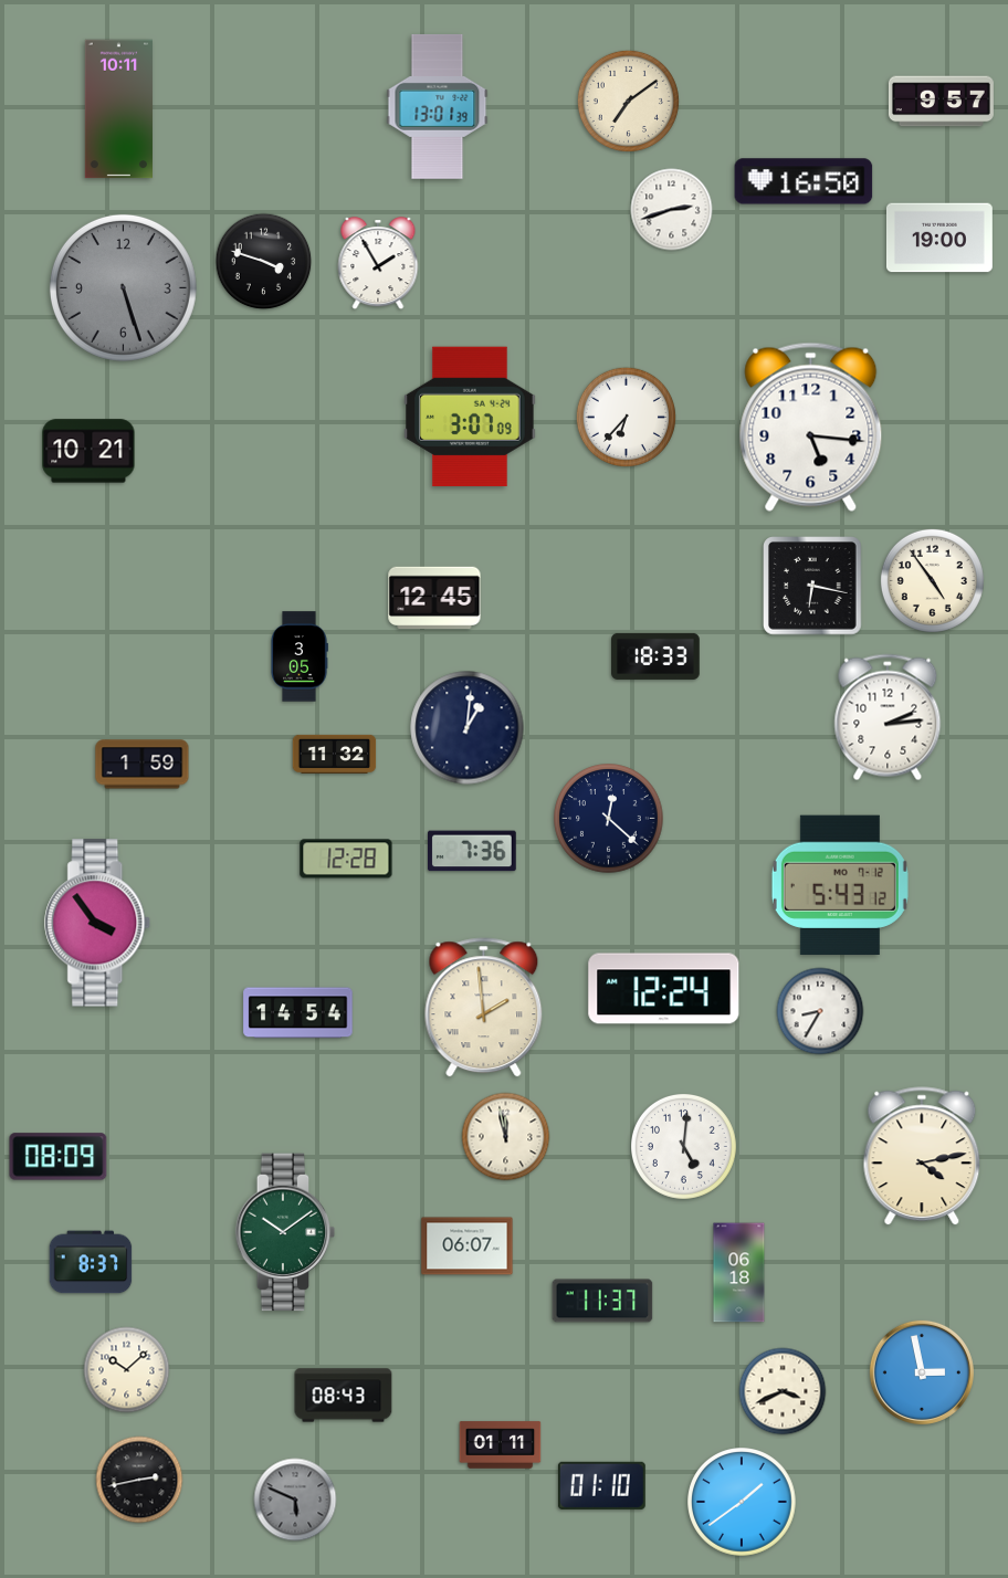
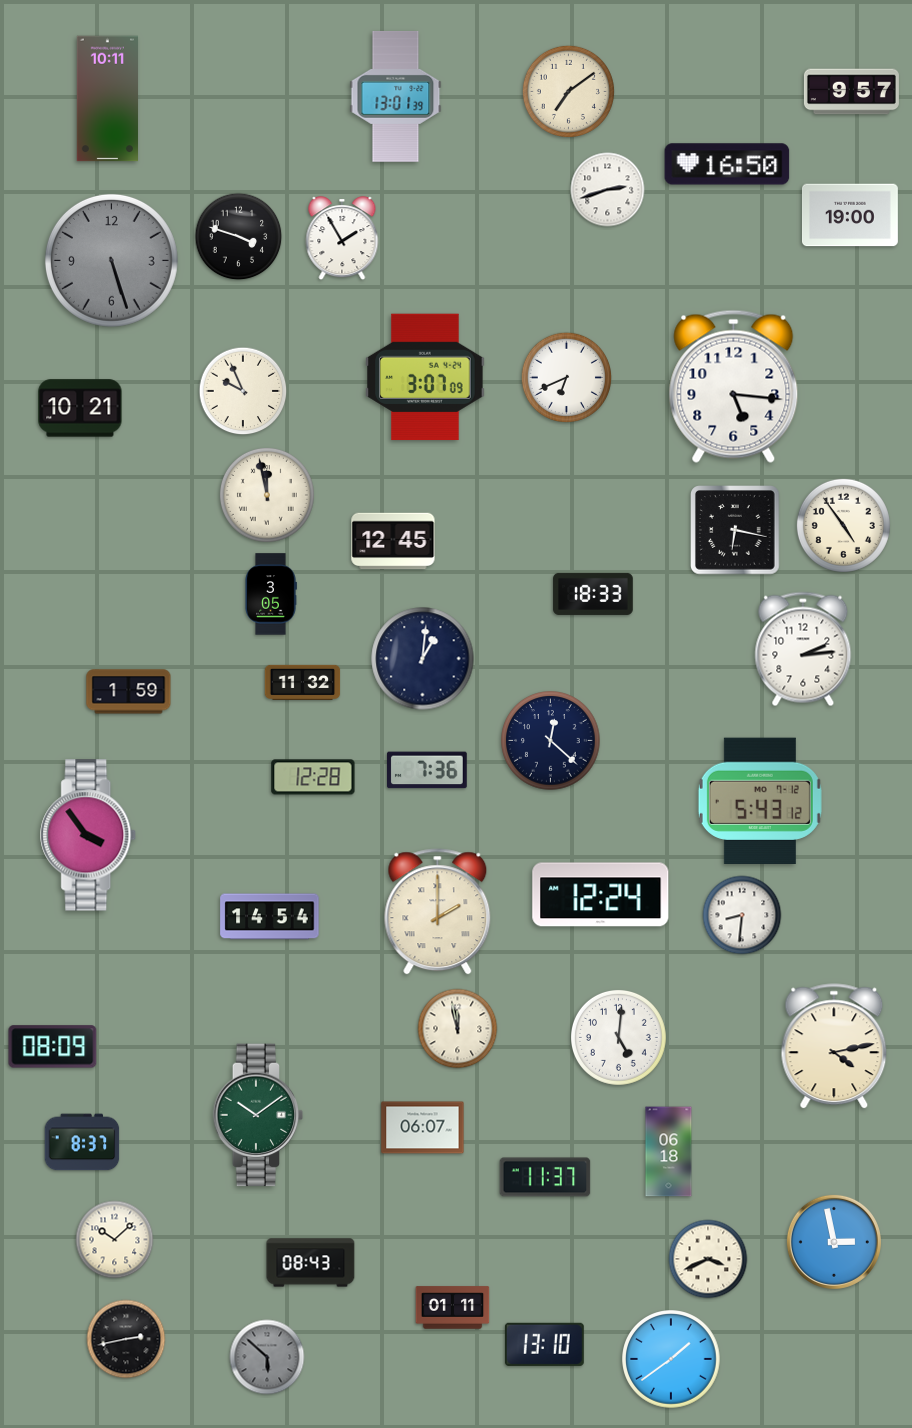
clock at (626, 417): 6:37 -> 6:41
clock at (243, 391): none -> 9:56
clock at (267, 495): none -> 11:58
clock at (484, 1008): 1:59 -> 2:00
clock at (820, 1011): 8:35 -> 8:31
clock at (601, 1485): 01:10 -> 13:10
clock at (295, 1500): 5:49 -> 5:52
